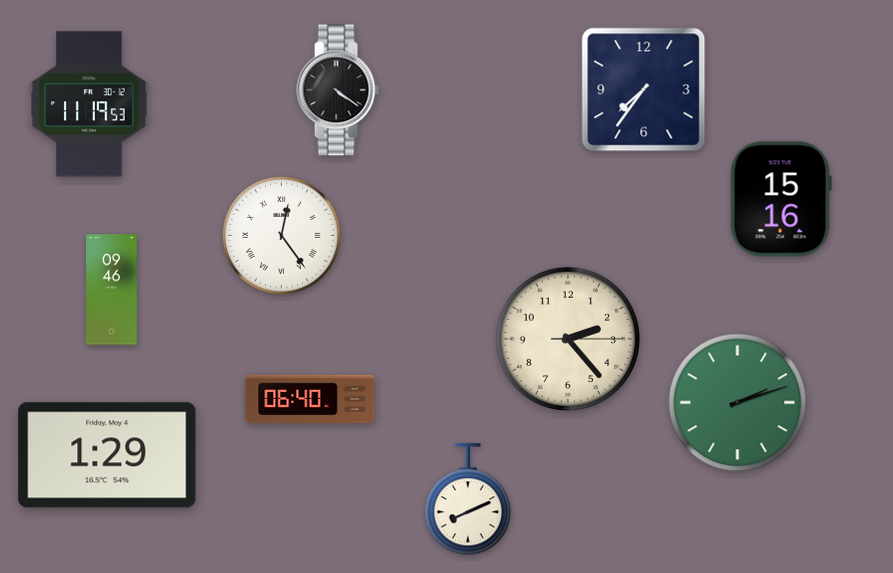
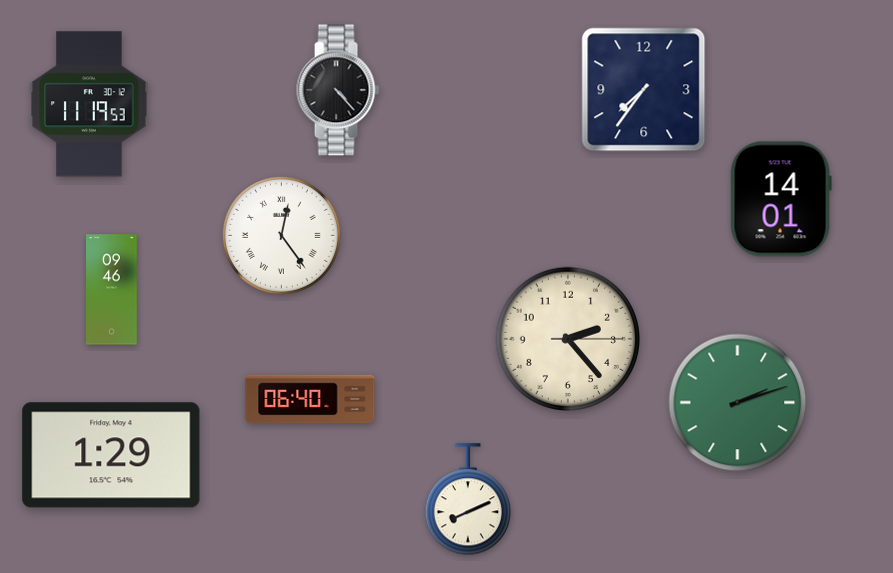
clock at (338, 90): 4:21 -> 4:23
clock at (781, 199): 15:16 -> 14:01
clock at (107, 455) position: (107, 455) -> (111, 455)
